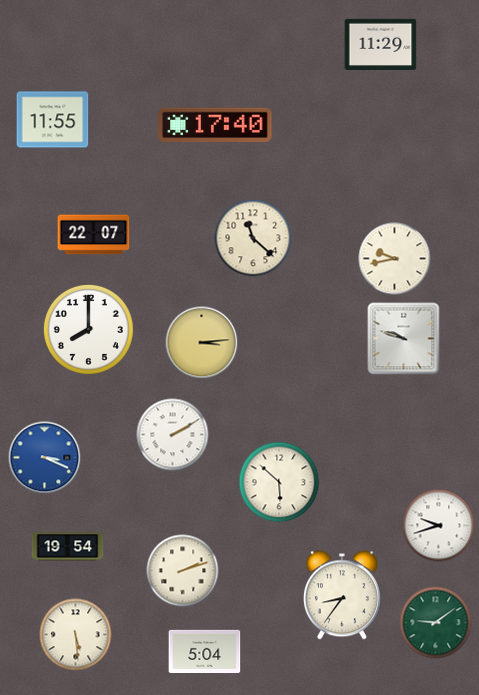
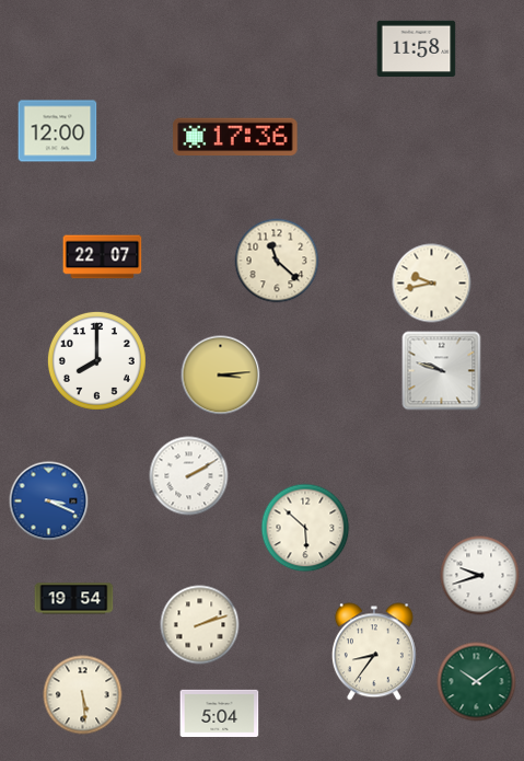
clock at (381, 44): 11:29 -> 11:58
clock at (53, 120): 11:55 -> 12:00
clock at (215, 125): 17:40 -> 17:36
clock at (436, 623): 9:09 -> 10:09
clock at (205, 651) position: (205, 651) -> (220, 713)
